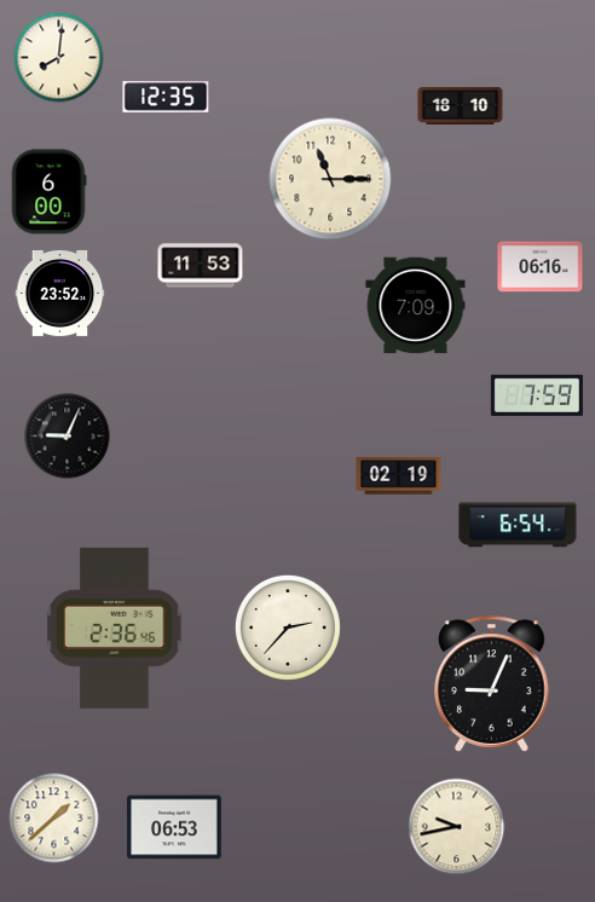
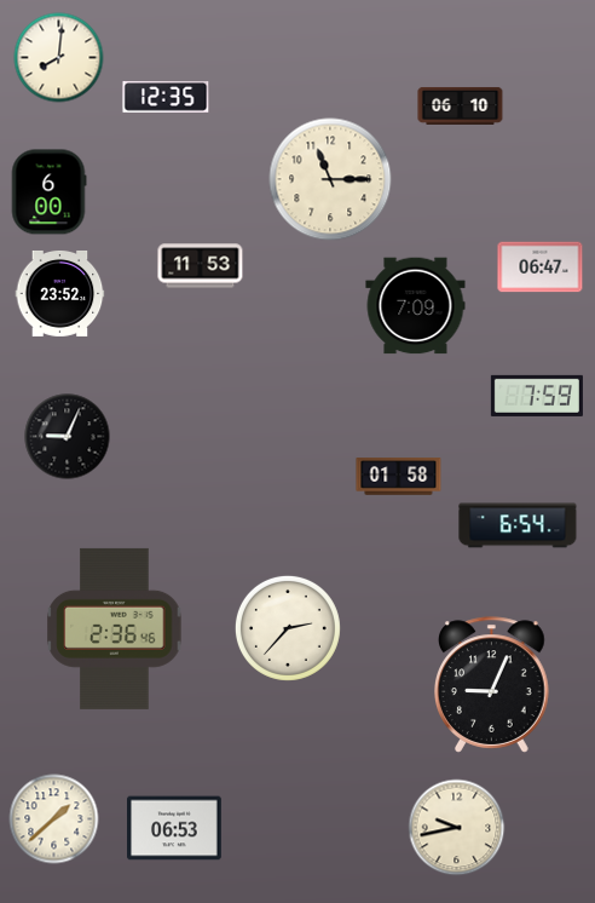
clock at (461, 105): 18:10 -> 06:10
clock at (541, 267): 06:16 -> 06:47
clock at (399, 476): 02:19 -> 01:58
